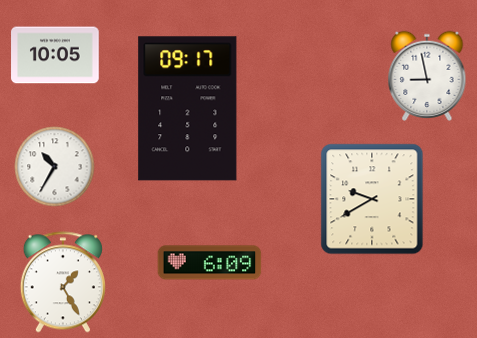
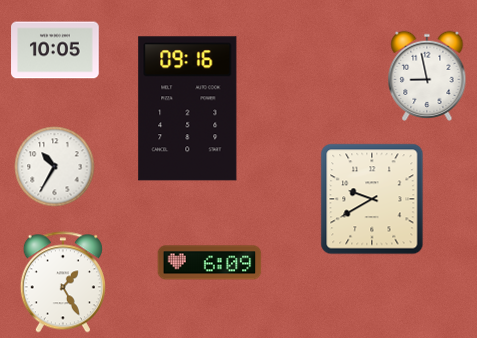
clock at (55, 55) position: (55, 55) -> (55, 50)
clock at (188, 109): 09:17 -> 09:16
